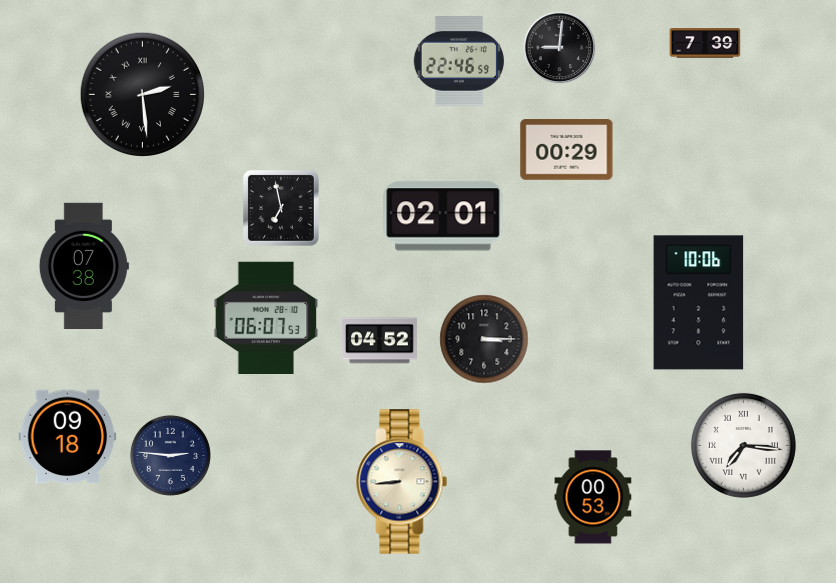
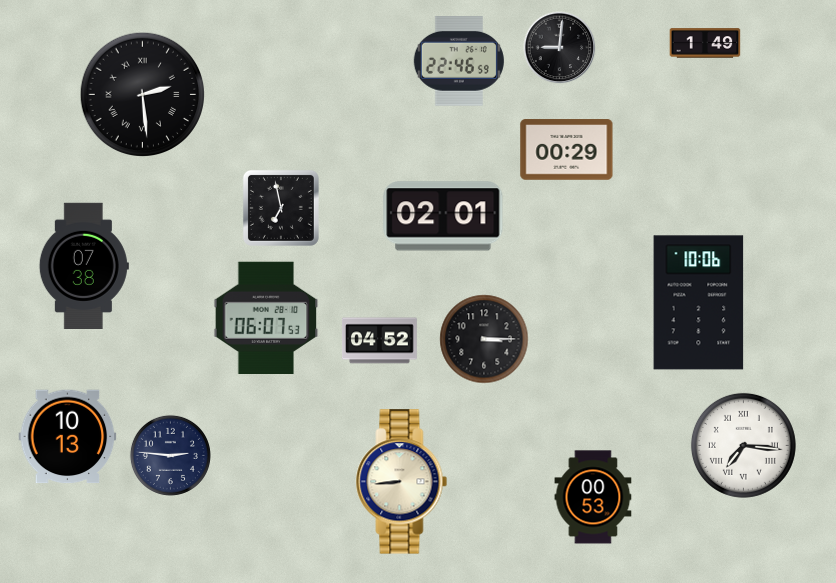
clock at (705, 43): 7:39 -> 1:49
clock at (68, 437): 09:18 -> 10:13
